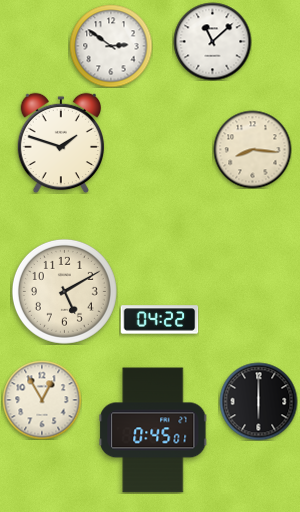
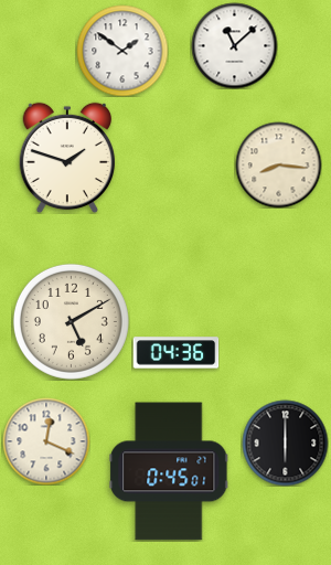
clock at (111, 46): 2:51 -> 1:51
clock at (159, 320): 04:22 -> 04:36
clock at (42, 400): 12:55 -> 12:19
clock at (153, 430) position: (153, 430) -> (169, 471)
